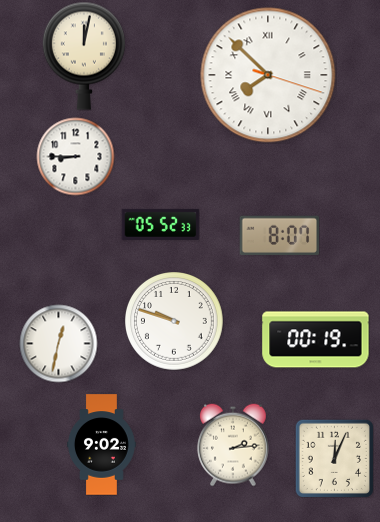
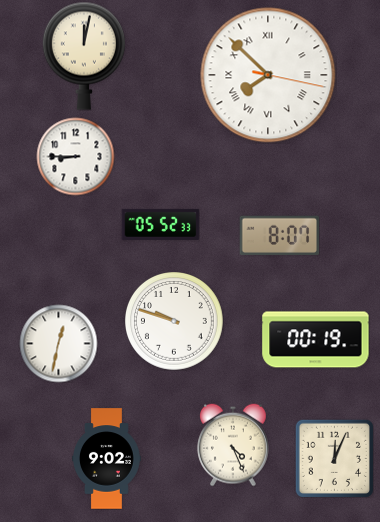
clock at (268, 75): 7:52:18 -> 7:52:17
clock at (102, 445) position: (102, 445) -> (107, 459)
clock at (234, 445): 2:14 -> 4:26
